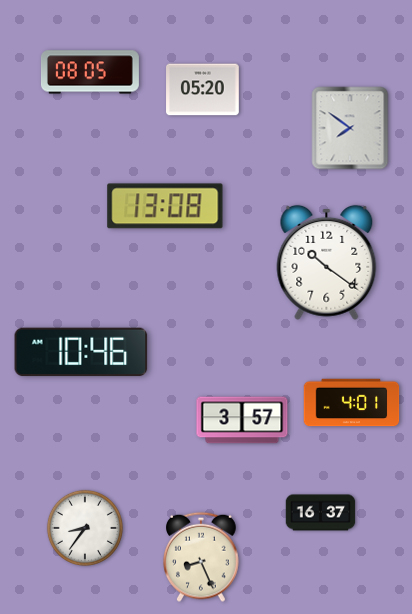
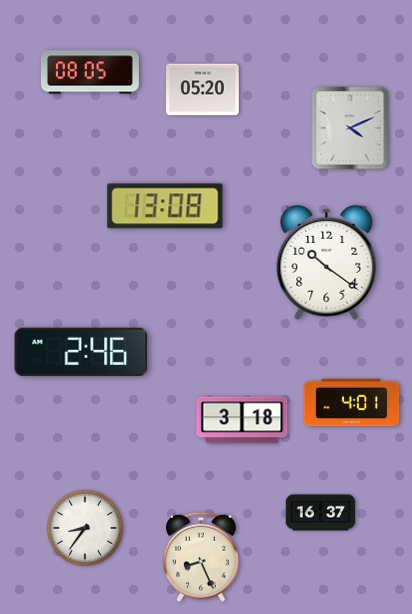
clock at (350, 128): 7:51 -> 4:11
clock at (81, 352): 10:46 -> 2:46
clock at (242, 420): 3:57 -> 3:18
